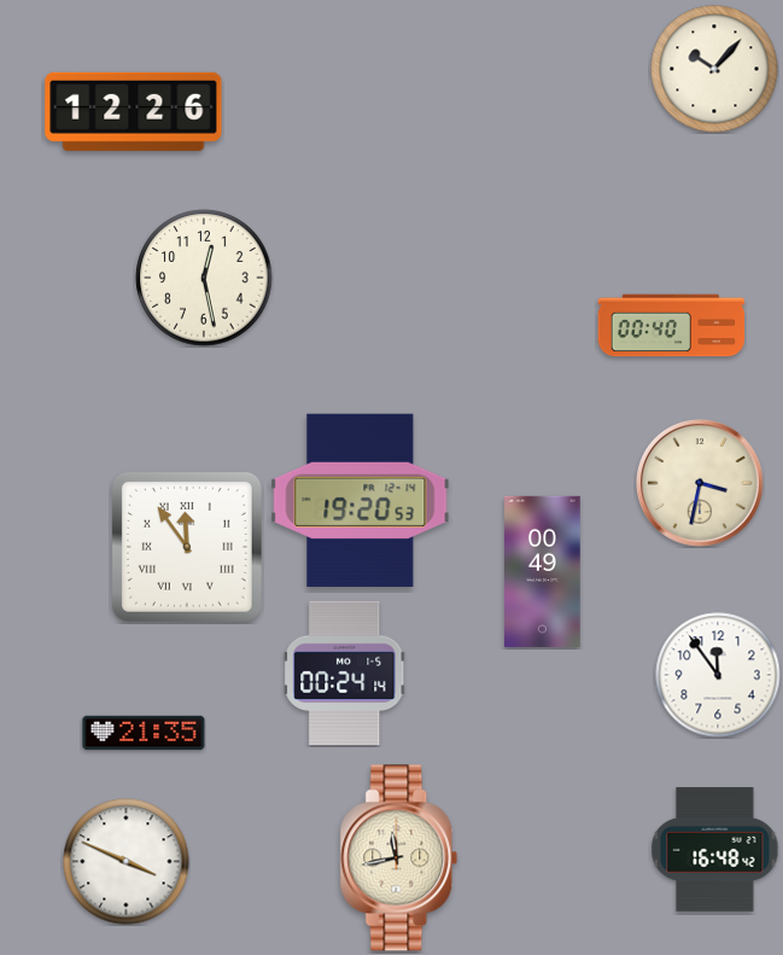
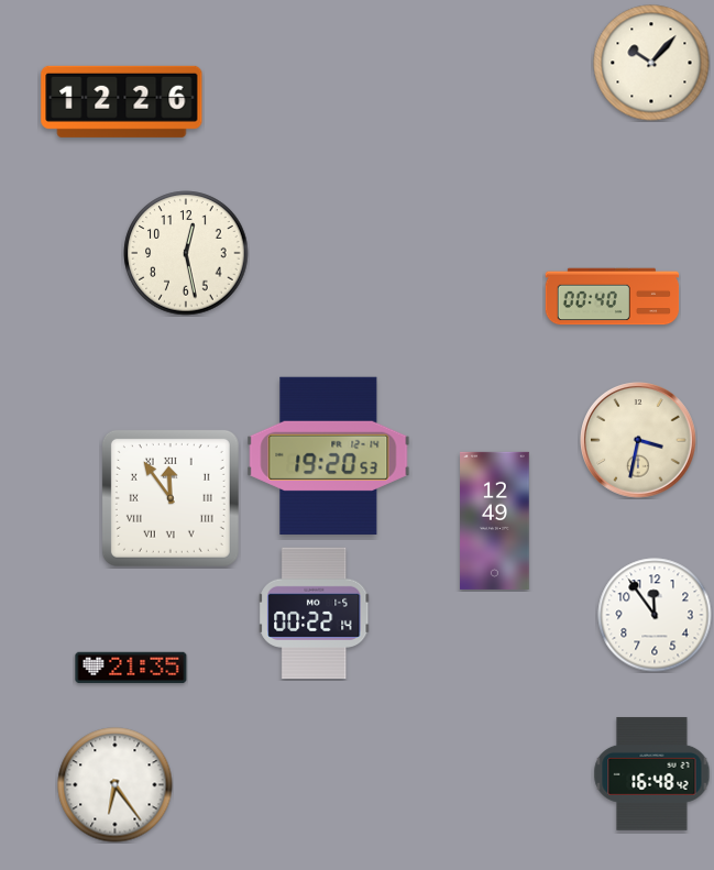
clock at (543, 571): 00:49 -> 12:49
clock at (345, 674): 00:24 -> 00:22
clock at (399, 858): 11:43 -> none
clock at (127, 862): 3:49 -> 6:24
